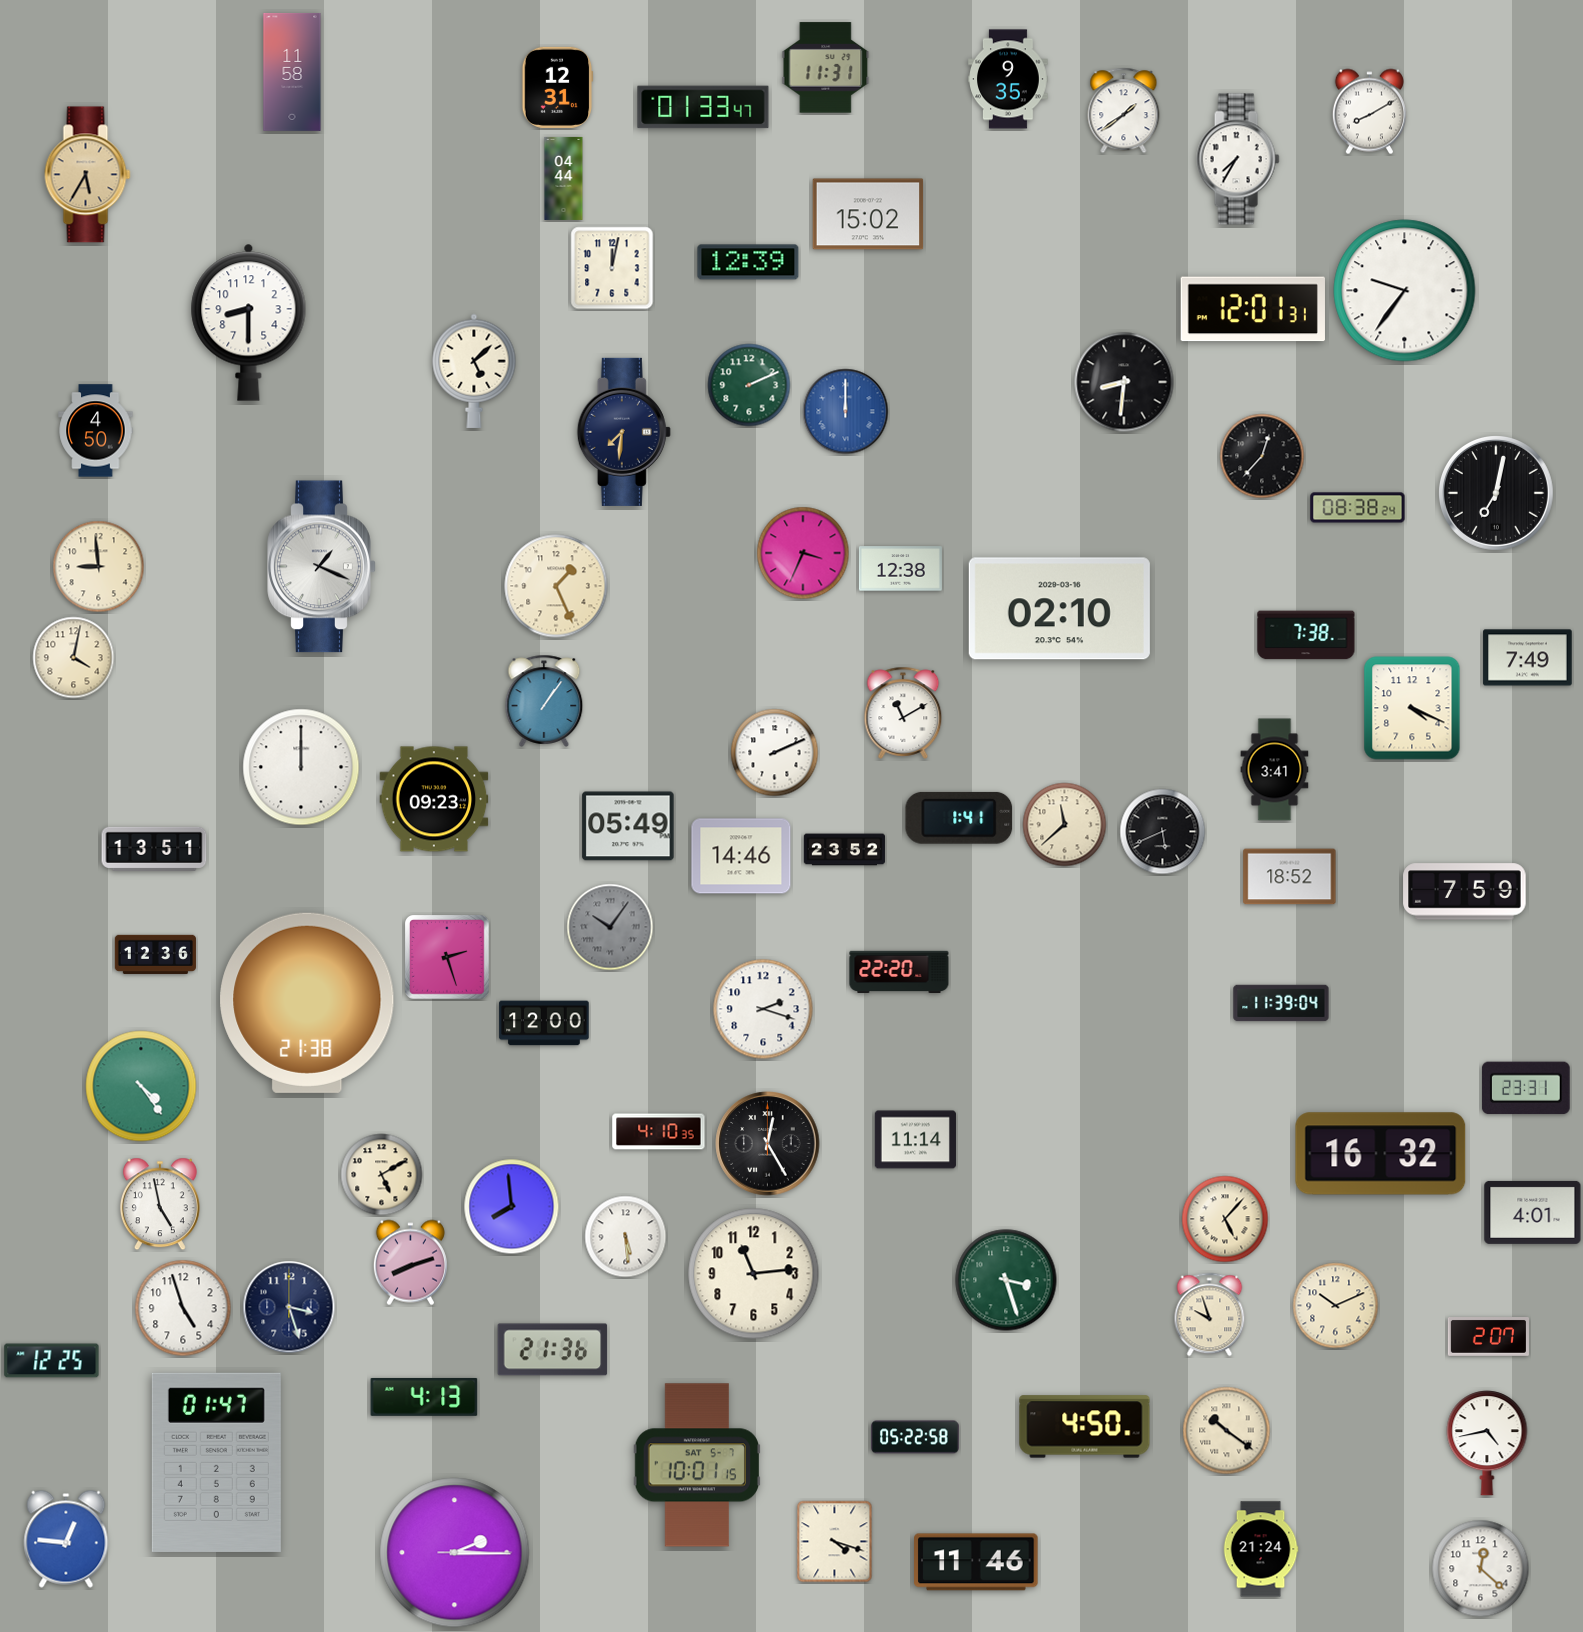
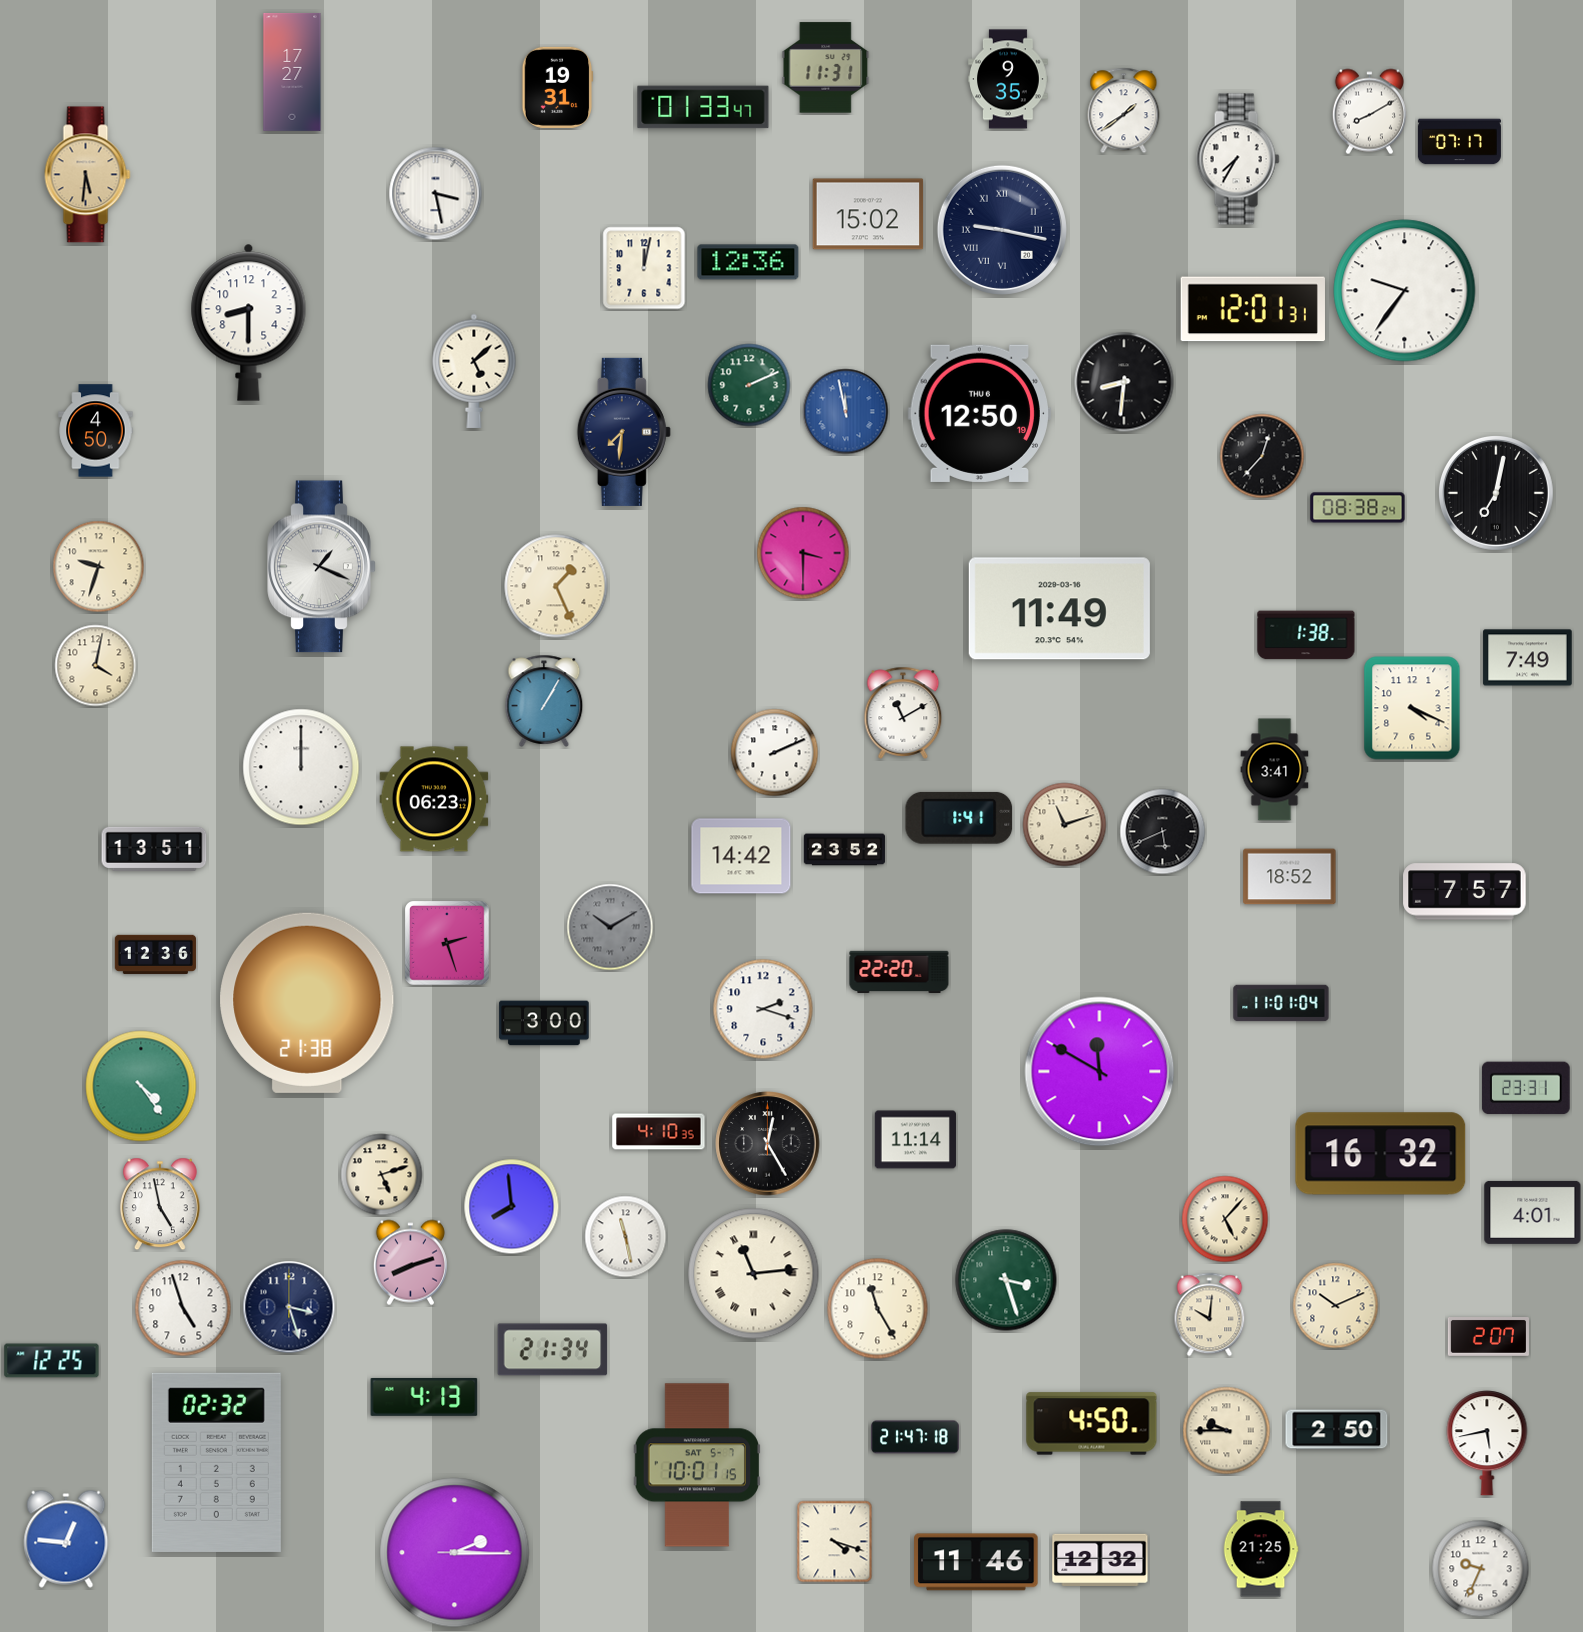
clock at (292, 72): 11:58 -> 17:27
clock at (557, 87): 12:31 -> 19:31
clock at (1459, 142): none -> 07:17
clock at (88, 175): 5:35 -> 5:31
clock at (564, 178): 04:44 -> none
clock at (436, 194): none -> 3:28
clock at (1002, 230): none -> 9:17
clock at (748, 262): 12:39 -> 12:36
clock at (612, 268) position: (612, 268) -> (644, 268)
clock at (846, 412): 12:00 -> 11:58
clock at (979, 413): none -> 12:50
clock at (803, 553): 3:34 -> 3:30
clock at (99, 567): 8:59 -> 9:33
clock at (900, 569): 12:38 -> none
clock at (1059, 609): 02:10 -> 11:49
clock at (1306, 635): 7:38 -> 1:38
clock at (74, 658) position: (74, 658) -> (96, 666)
clock at (544, 701): 1:06 -> 1:05
clock at (434, 799): 09:23 -> 06:23
clock at (1065, 825): 11:38 -> 11:12
clock at (628, 826): 05:49 -> none
clock at (741, 856): 14:46 -> 14:42
clock at (1465, 892): 7:59 -> 7:57
clock at (610, 927): 10:06 -> 10:10
clock at (448, 958) position: (448, 958) -> (448, 944)
clock at (1281, 1003): 11:39 -> 11:01
clock at (544, 1023): 12:00 -> 3:00
clock at (1100, 1072): none -> 11:50
clock at (382, 1175): 5:10 -> 5:12
clock at (626, 1237): 5:29 -> 11:28
clock at (754, 1274) numerals: Arabic -> Roman
clock at (878, 1309): none -> 11:25
clock at (1210, 1315): 9:57 -> 10:01
clock at (553, 1350): 21:36 -> 21:34
clock at (1085, 1427) position: (1085, 1427) -> (1092, 1424)
clock at (1337, 1430): none -> 2:50
clock at (1227, 1431): 10:21 -> 9:45
clock at (915, 1437): 05:22 -> 21:47
clock at (1487, 1443): 4:43 -> 5:43
clock at (216, 1462): 01:47 -> 02:32
clock at (1261, 1549): 21:24 -> 21:25
clock at (1100, 1559): none -> 12:32
clock at (1481, 1569): 12:22 -> 9:34
